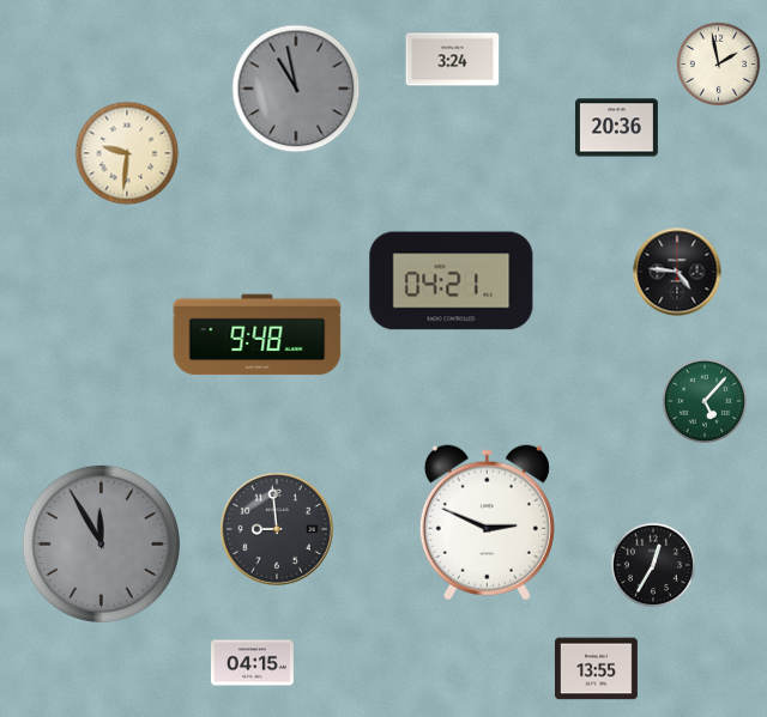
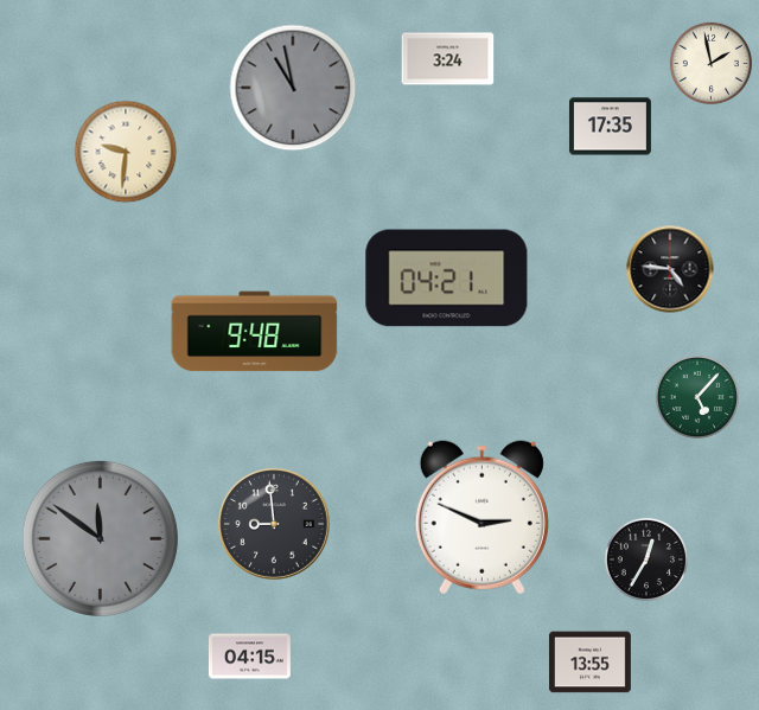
clock at (616, 128): 20:36 -> 17:35
clock at (101, 543): 11:55 -> 11:51
